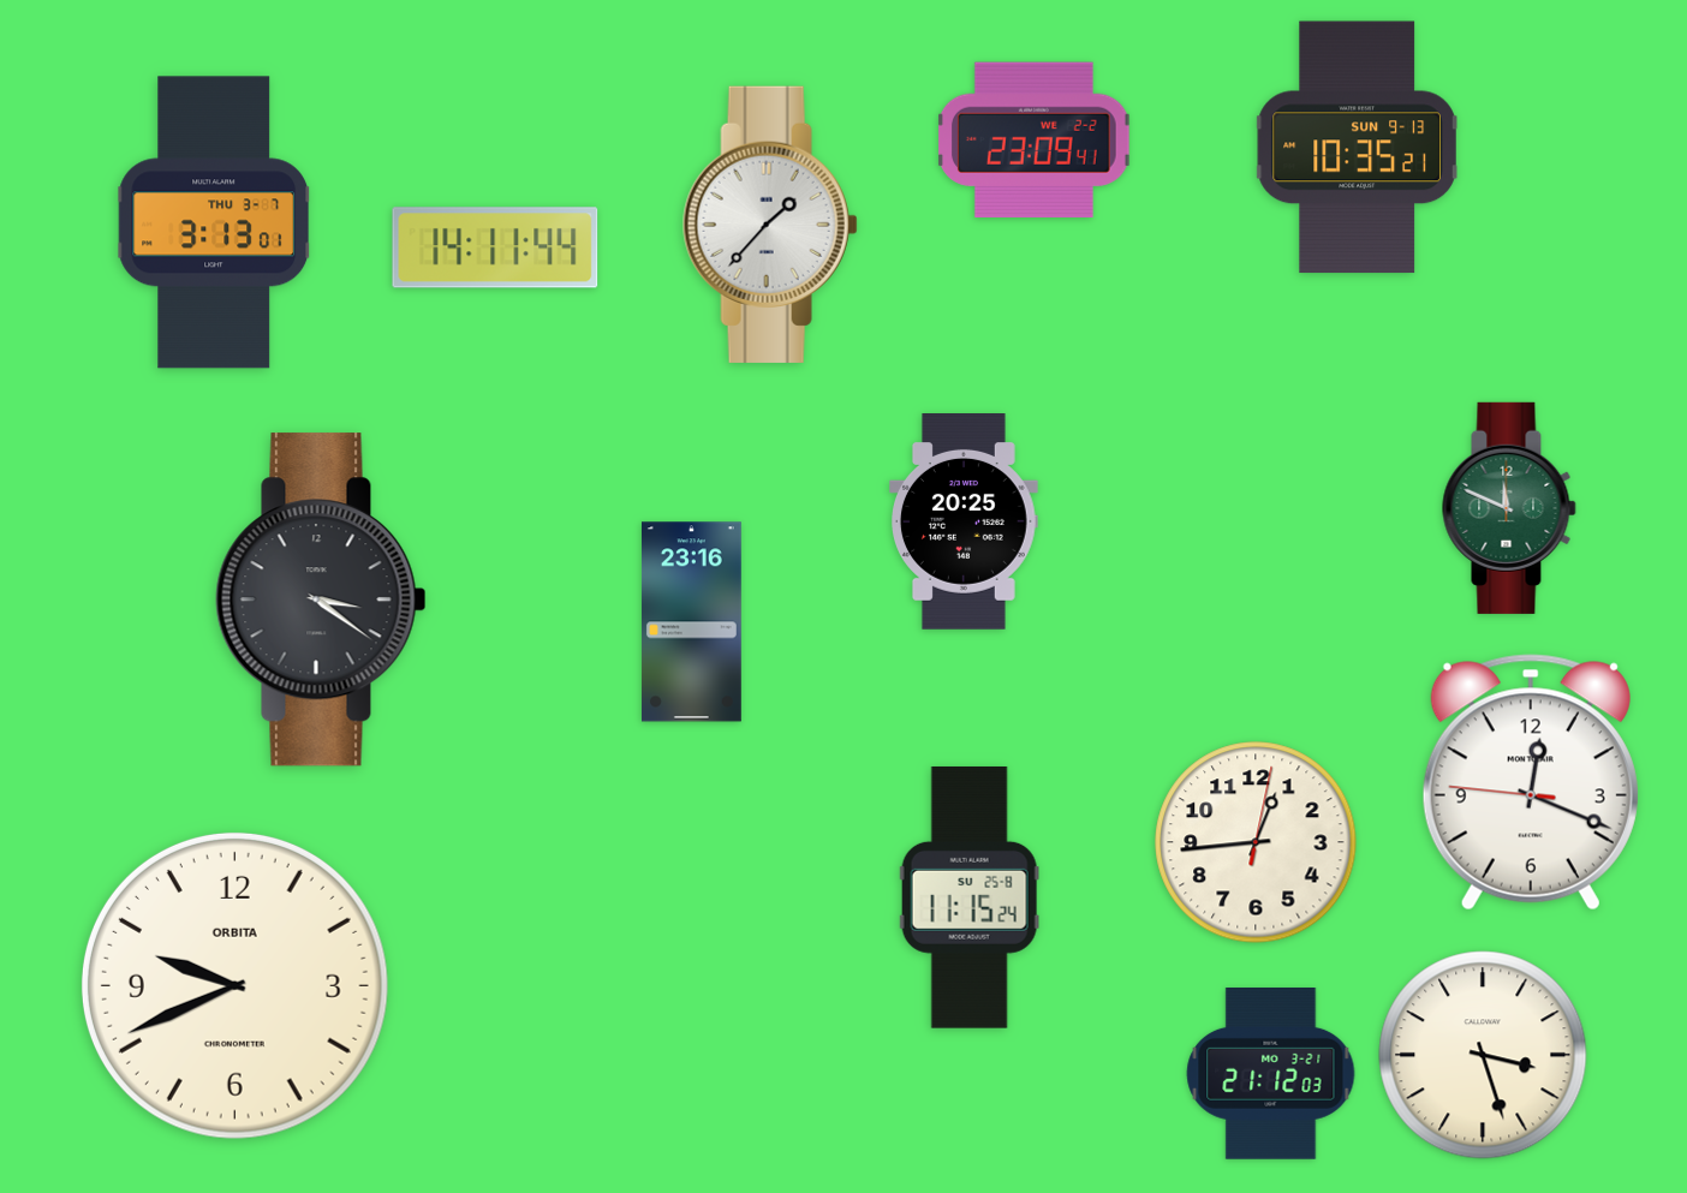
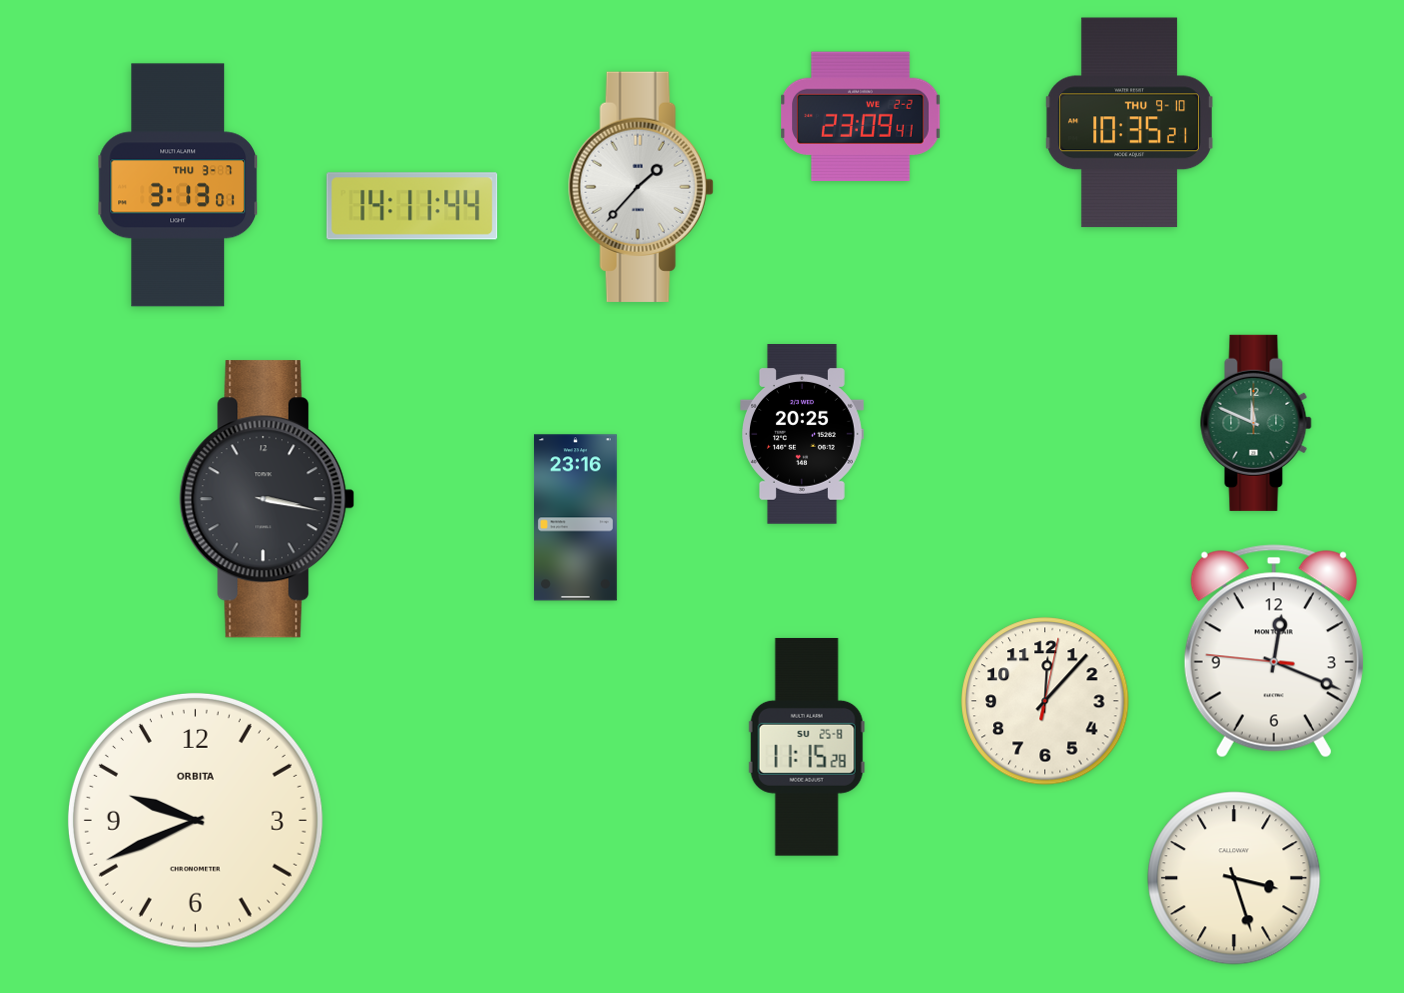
clock at (1357, 148) date: SUN 9-13 -> THU 9-10
clock at (321, 600): 3:21 -> 3:17
clock at (1256, 842): 12:44 -> 12:07
clock at (970, 897): 11:15:24 -> 11:15:28
clock at (1271, 1074): 21:12 -> none
